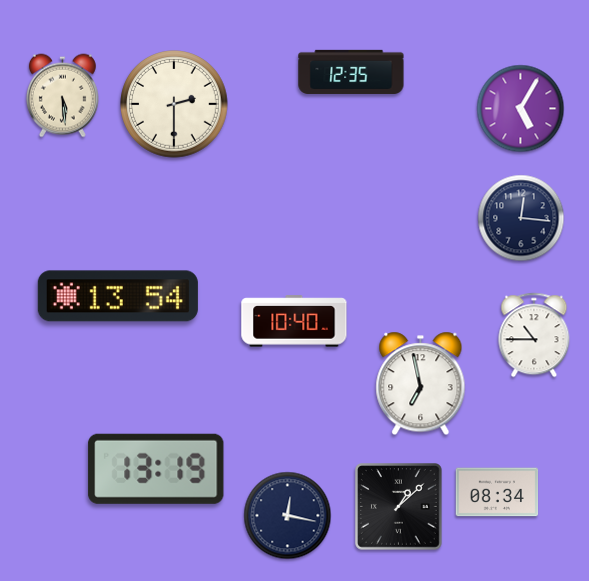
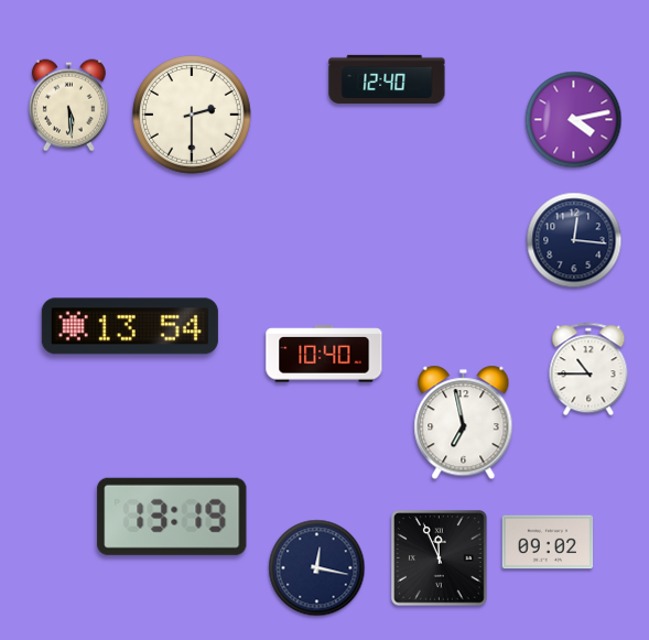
clock at (351, 72): 12:35 -> 12:40
clock at (521, 109): 5:05 -> 4:13
clock at (497, 492): 08:34 -> 09:02
clock at (399, 507): 1:08 -> 11:56
